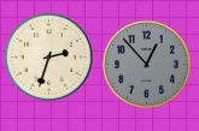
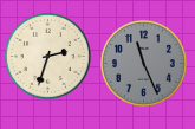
clock at (146, 64): 12:53 -> 11:26
